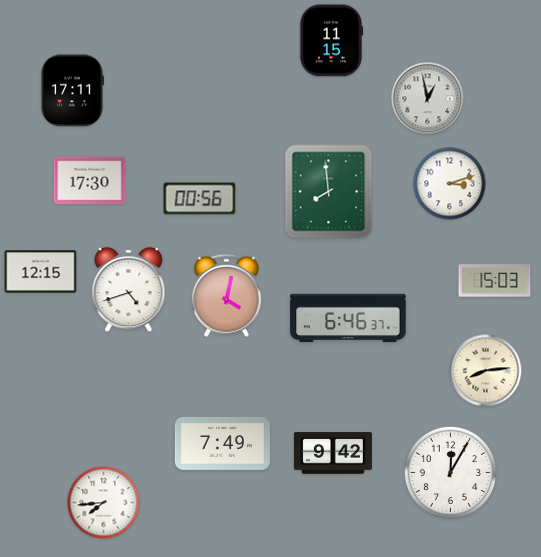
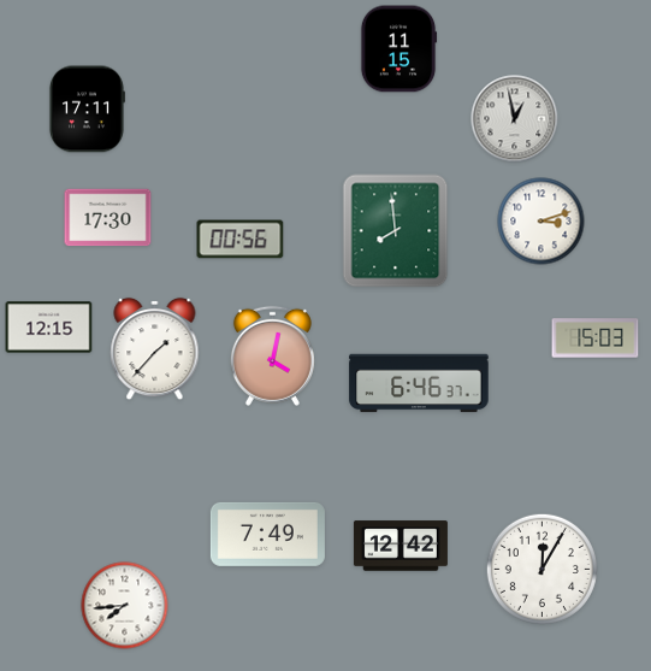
clock at (129, 290): 4:42 -> 1:37
clock at (486, 371): 8:14 -> none
clock at (333, 453): 9:42 -> 12:42
